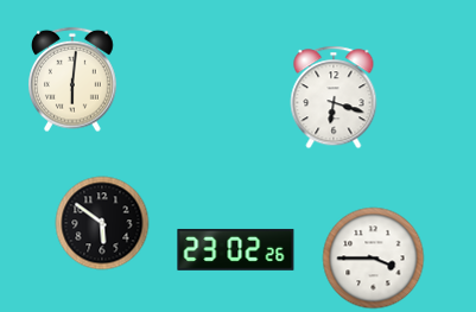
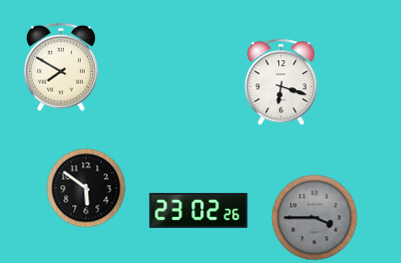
clock at (74, 79): 6:01 -> 7:50
clock at (374, 259) dial: white -> grey
